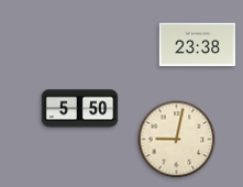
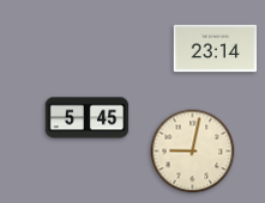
clock at (198, 45): 23:38 -> 23:14
clock at (80, 109): 5:50 -> 5:45
